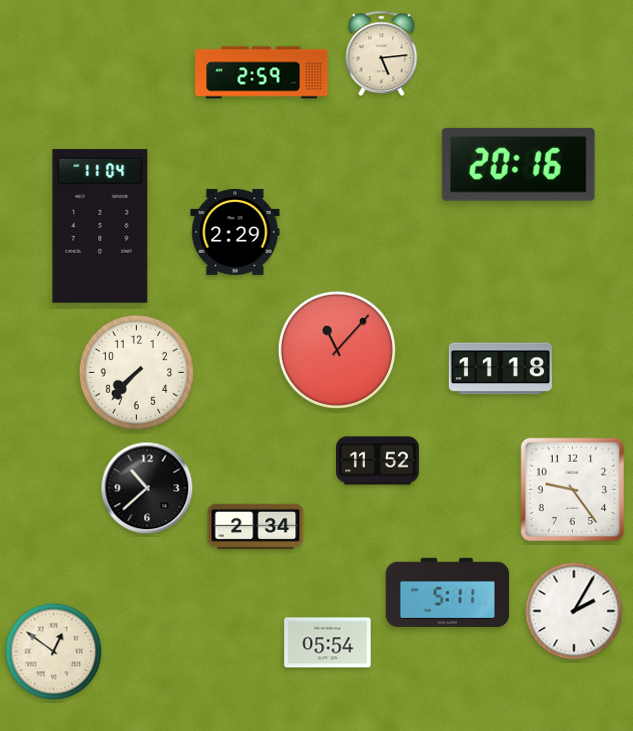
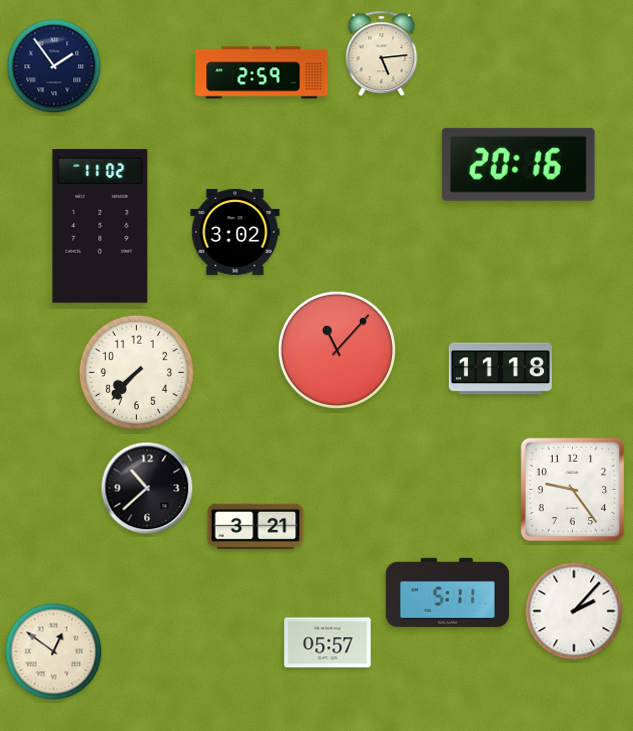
clock at (54, 66): none -> 1:54
clock at (100, 226): 11:04 -> 11:02
clock at (235, 232): 2:29 -> 3:02
clock at (378, 461): 11:52 -> none
clock at (256, 527): 2:34 -> 3:21
clock at (574, 611): 2:05 -> 2:07
clock at (328, 643): 05:54 -> 05:57
